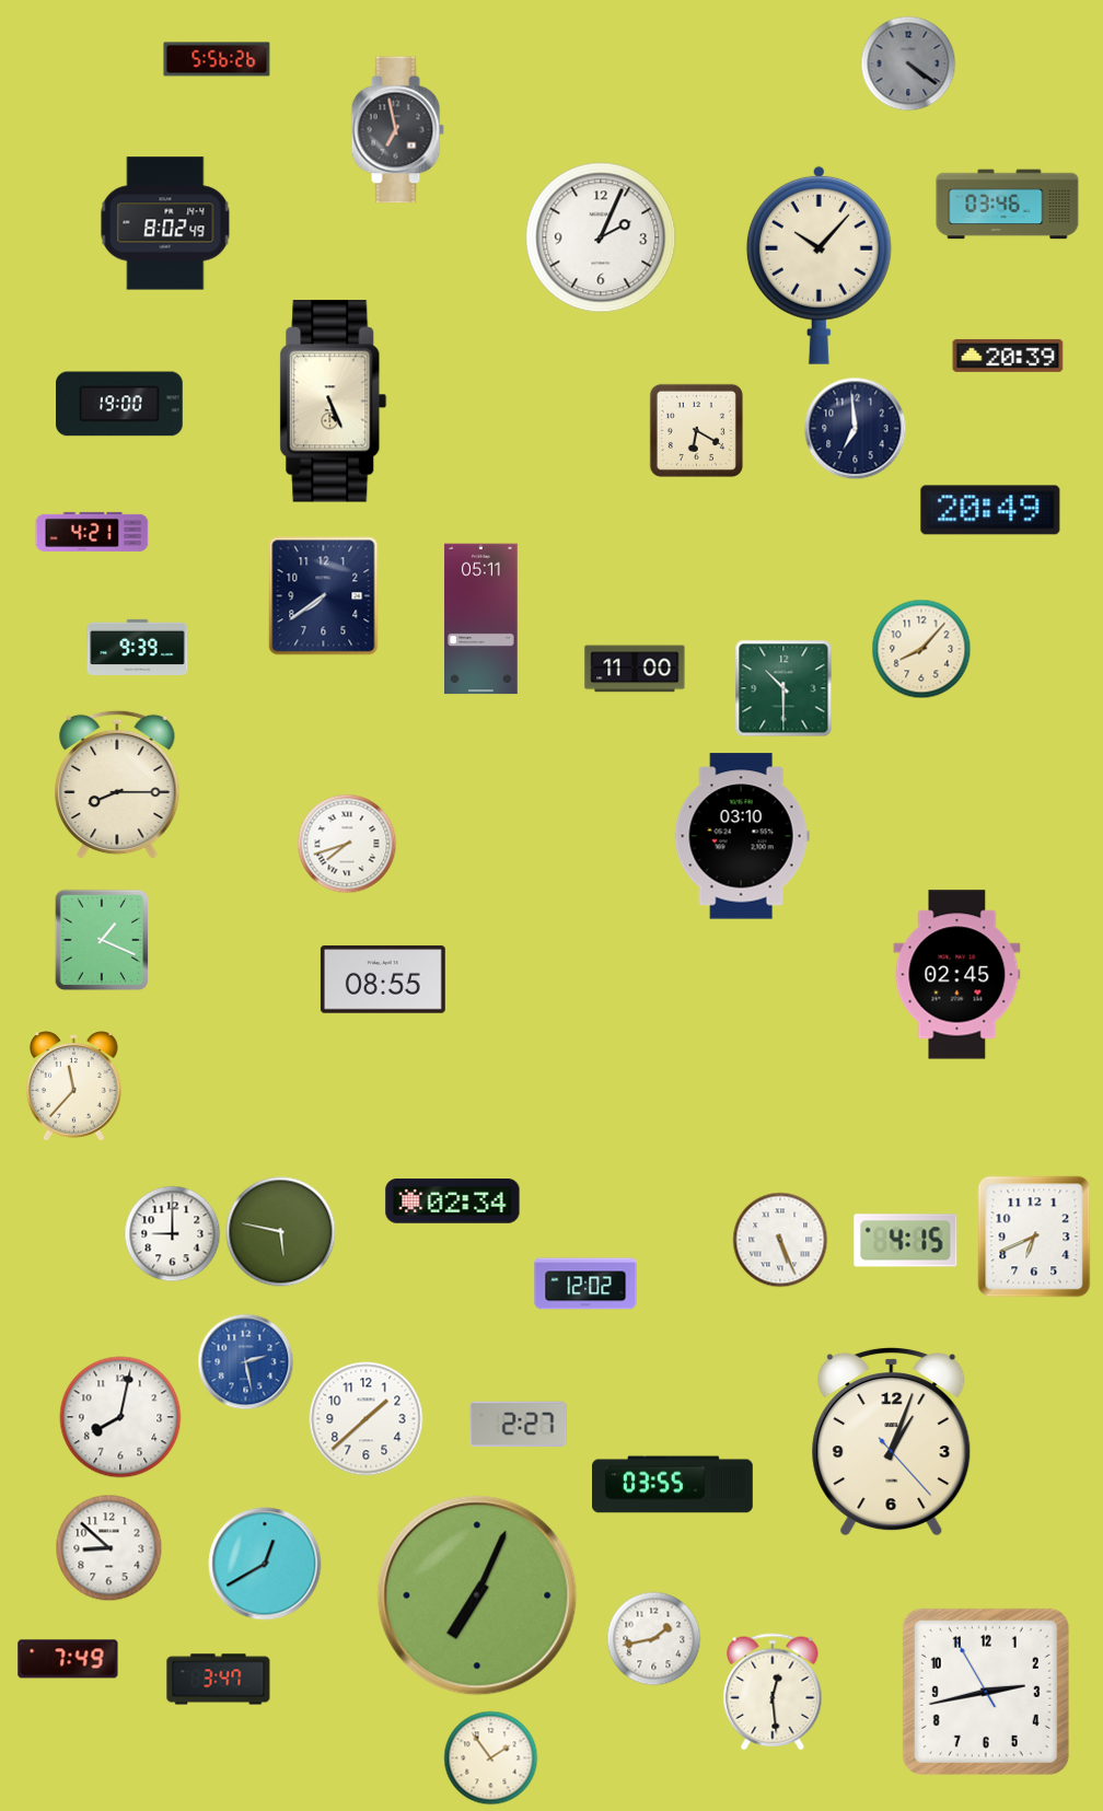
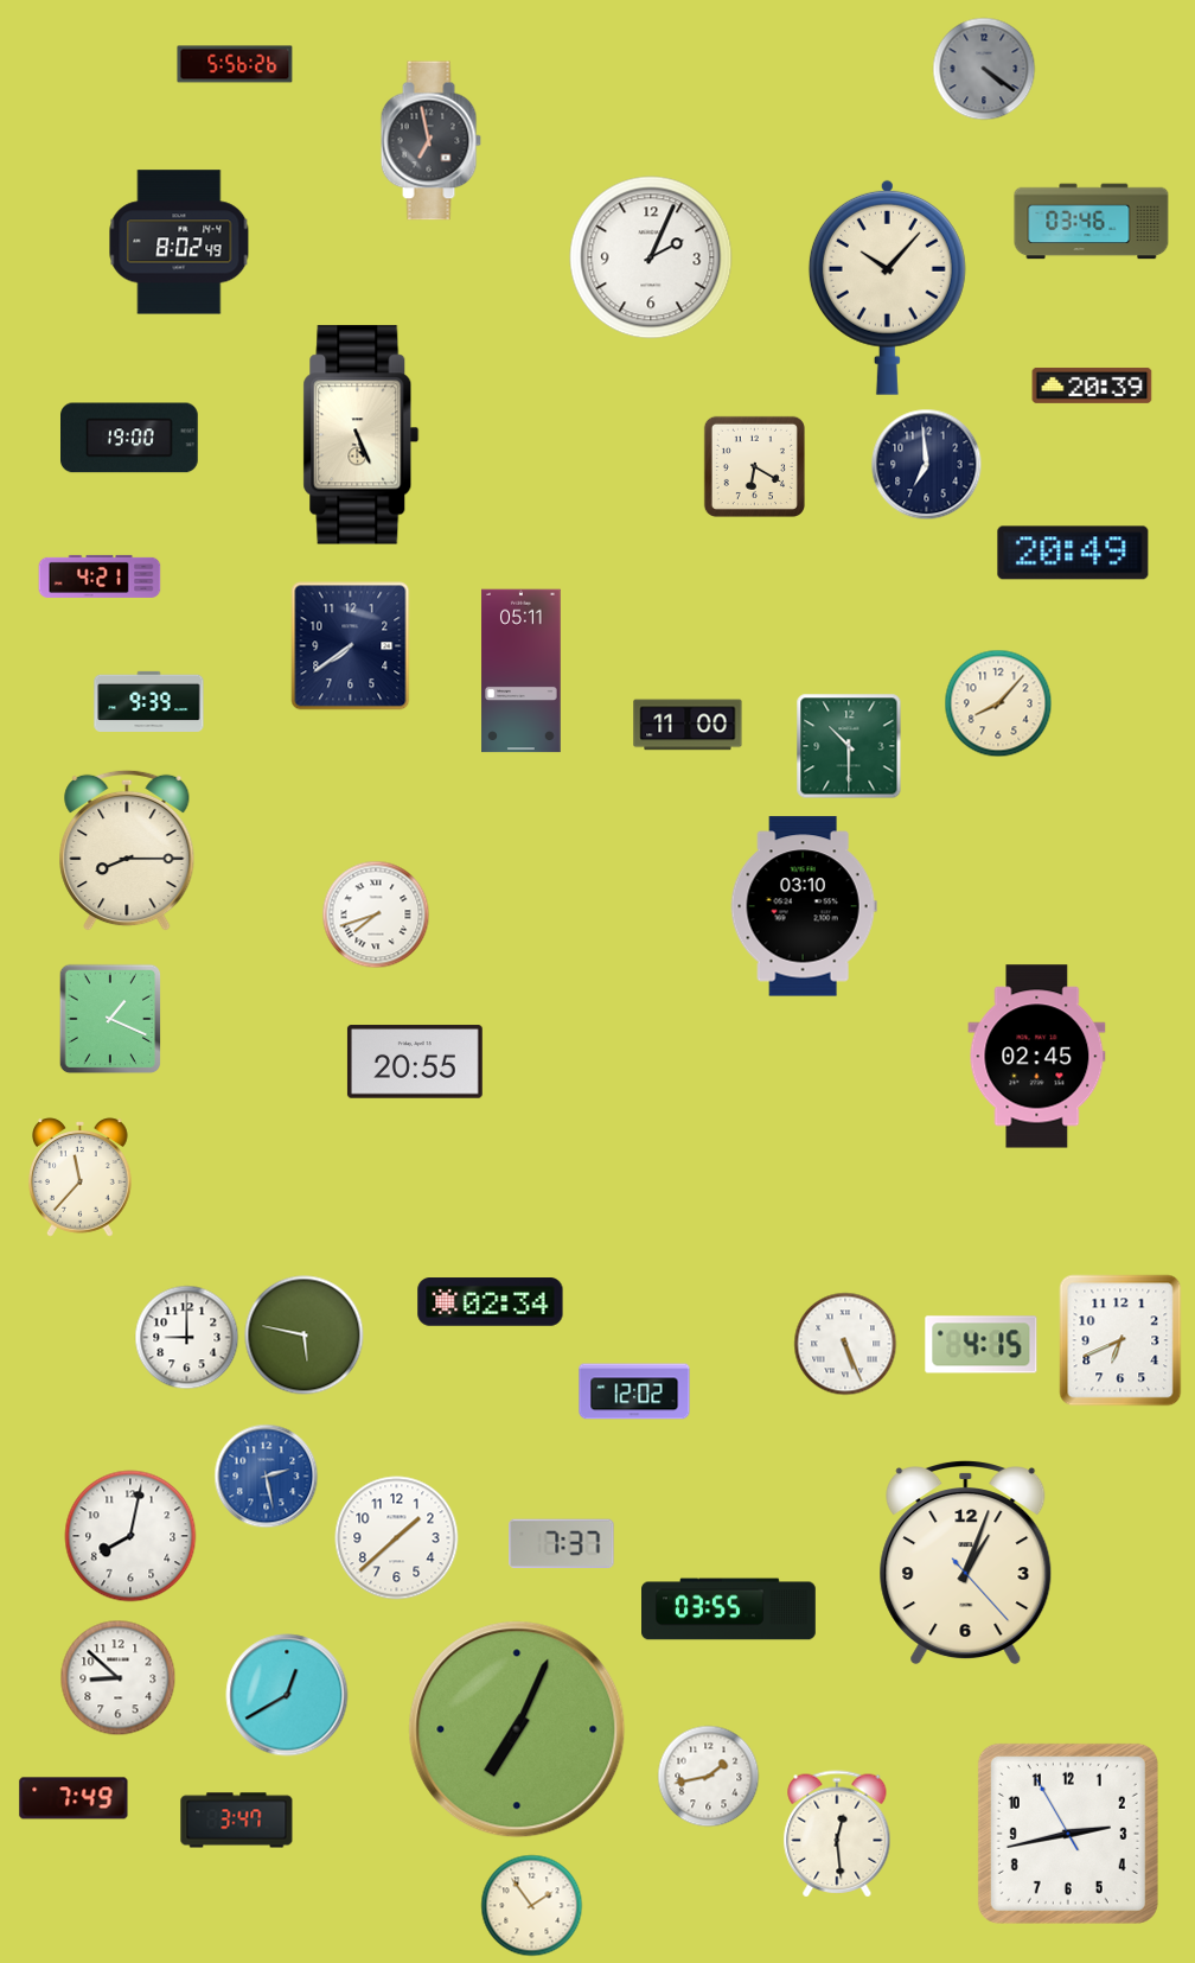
clock at (383, 979): 08:55 -> 20:55
clock at (519, 1424): 2:27 -> 7:37
